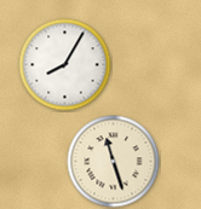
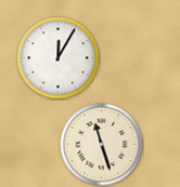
clock at (65, 65): 8:05 -> 12:05
